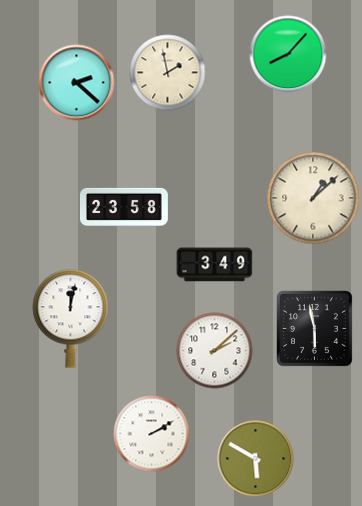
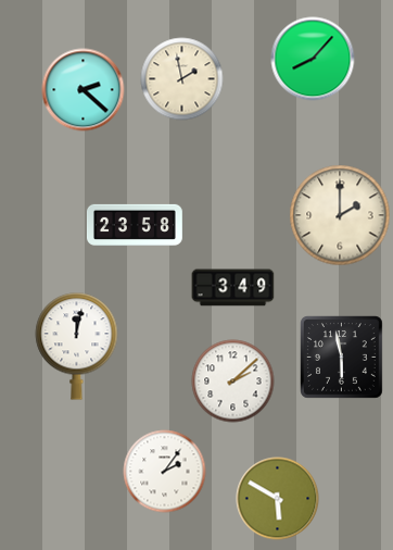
clock at (313, 198): 1:08 -> 2:00
clock at (152, 434): 2:10 -> 2:06
